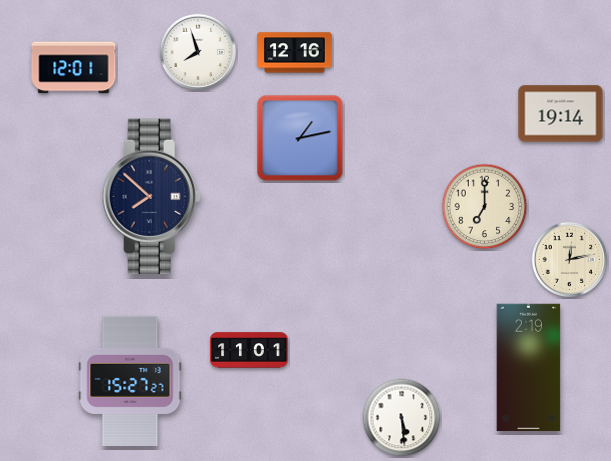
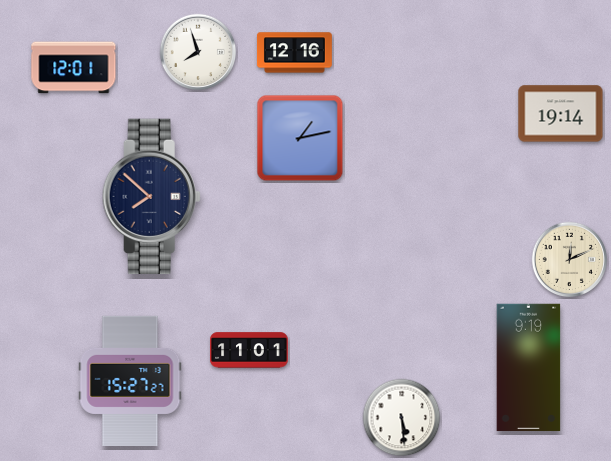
clock at (485, 207): 7:00 -> none
clock at (570, 260): 12:13 -> 12:11
clock at (529, 368): 2:19 -> 9:19
